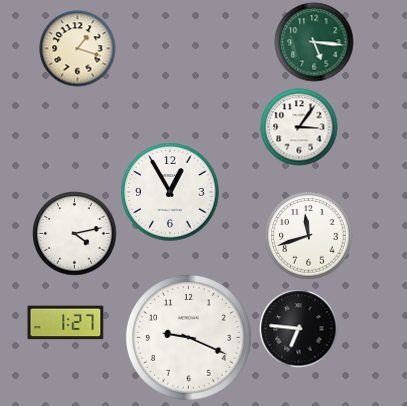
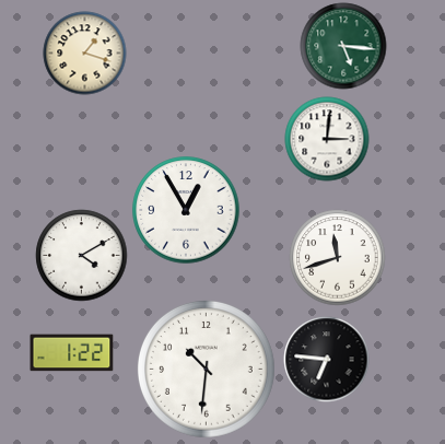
clock at (299, 127): 3:06 -> 3:01
clock at (75, 234): 4:13 -> 4:10
clock at (66, 323): 1:27 -> 1:22
clock at (188, 337): 9:19 -> 10:31
